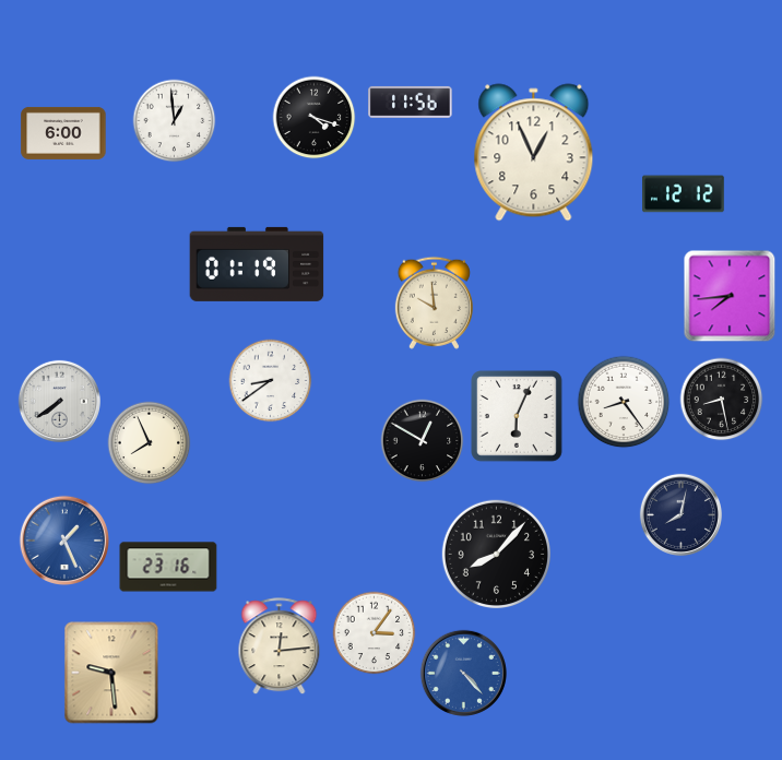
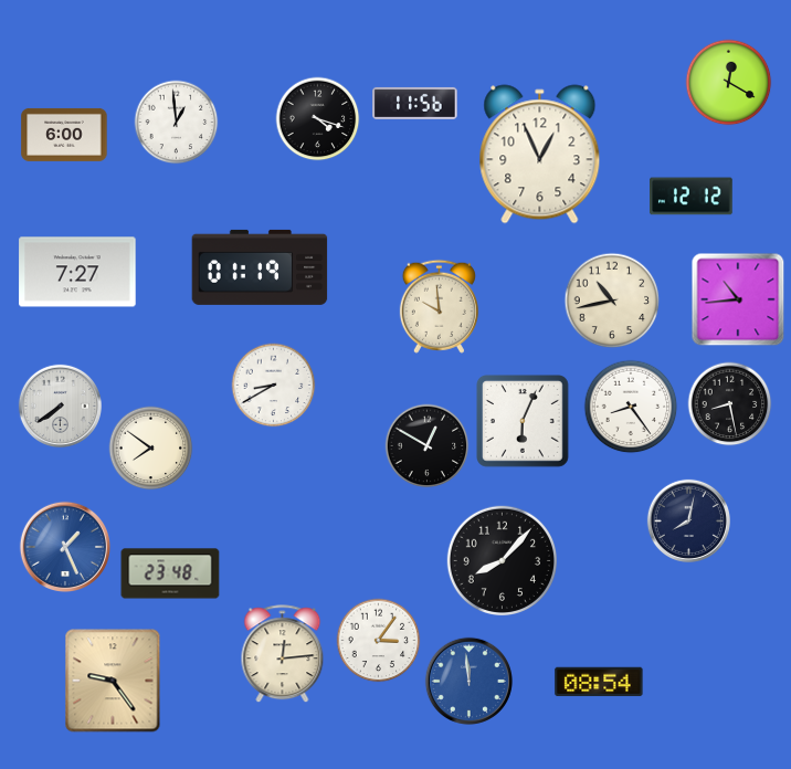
clock at (729, 83): none -> 12:20
clock at (77, 272): none -> 7:27
clock at (730, 296): 7:44 -> 10:44
clock at (612, 301): none -> 10:43
clock at (271, 381): 8:39 -> 8:40
clock at (150, 443): 7:56 -> 7:51
clock at (168, 567): 23:16 -> 23:48
clock at (111, 673): 9:29 -> 9:24
clock at (463, 673): 4:23 -> 11:59
clock at (599, 682): none -> 08:54
